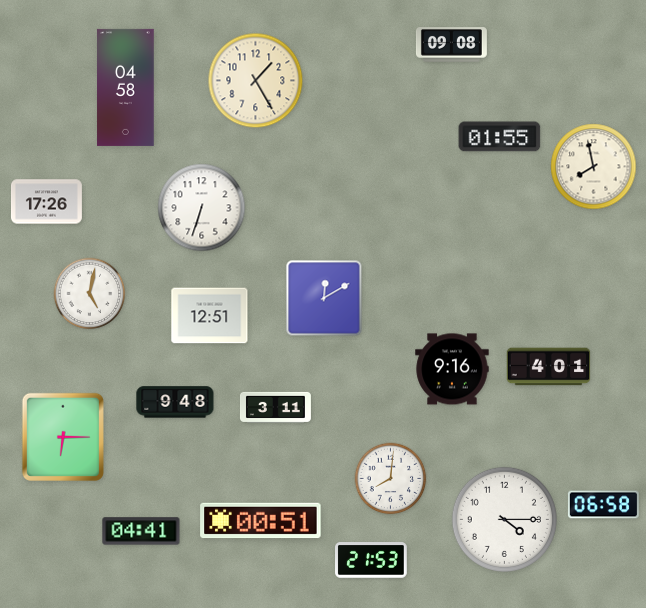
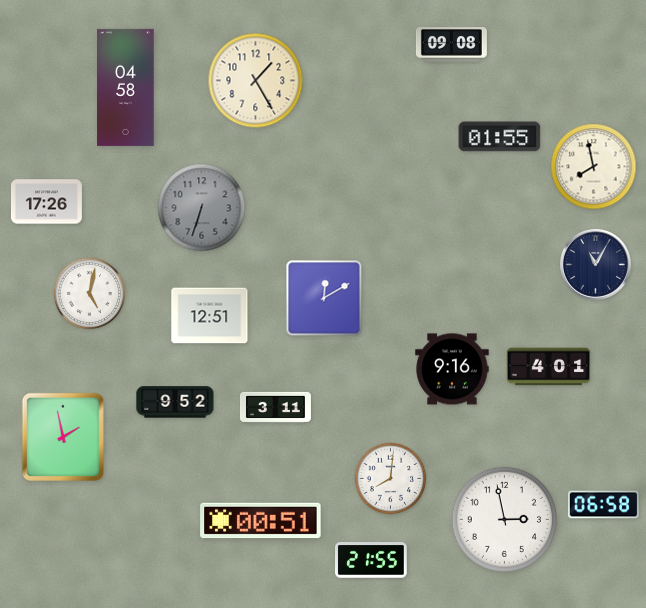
clock at (202, 208) dial: white -> grey
clock at (595, 264): none -> 11:05
clock at (175, 402): 9:48 -> 9:52
clock at (63, 437): 6:15 -> 1:58
clock at (504, 519): 4:15 -> 2:58
clock at (141, 531): 04:41 -> none
clock at (372, 560): 21:53 -> 21:55
